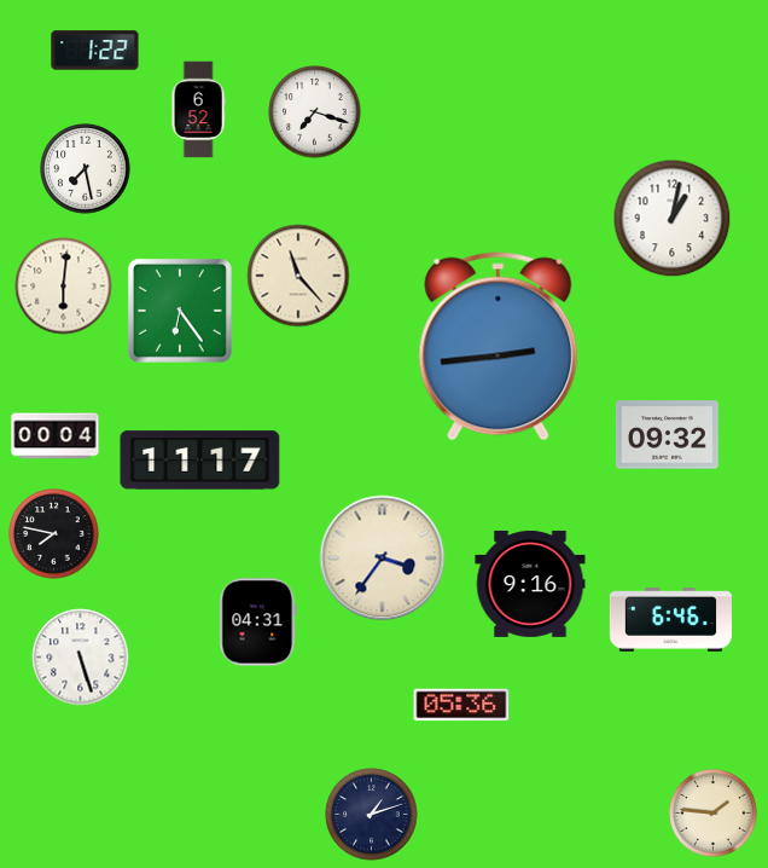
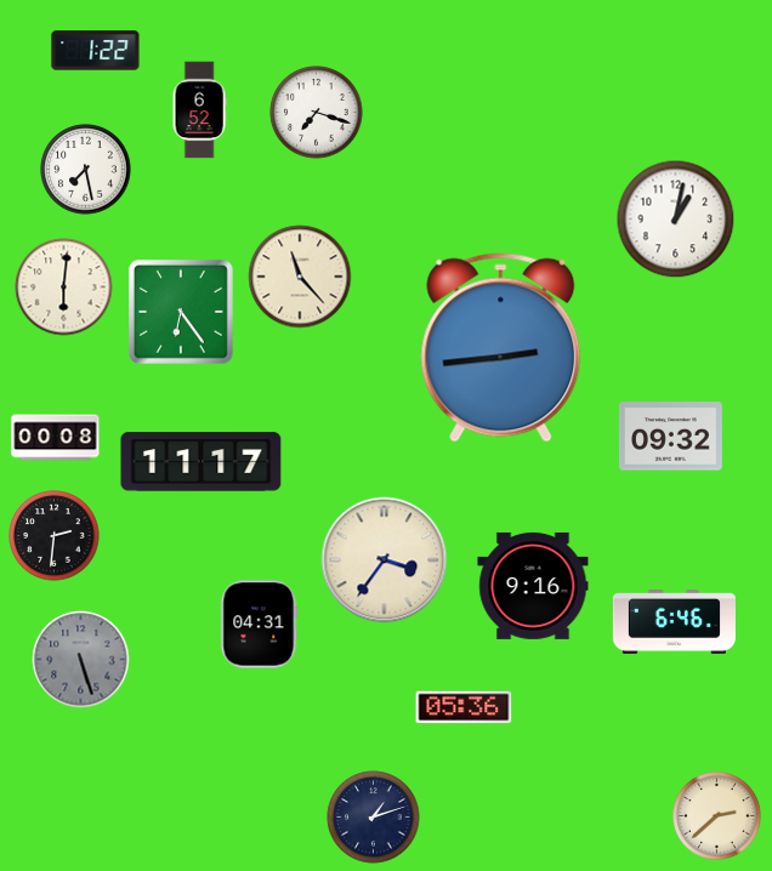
clock at (56, 436): 00:04 -> 00:08
clock at (54, 534): 7:47 -> 2:31
clock at (81, 658) dial: white -> grey
clock at (714, 814): 1:46 -> 2:38
